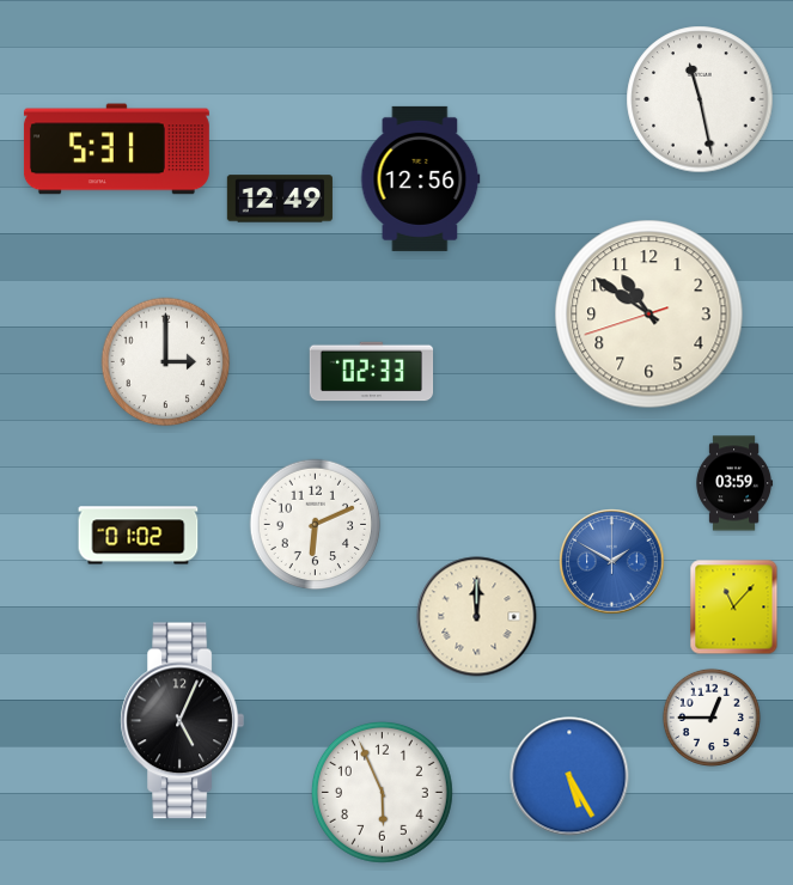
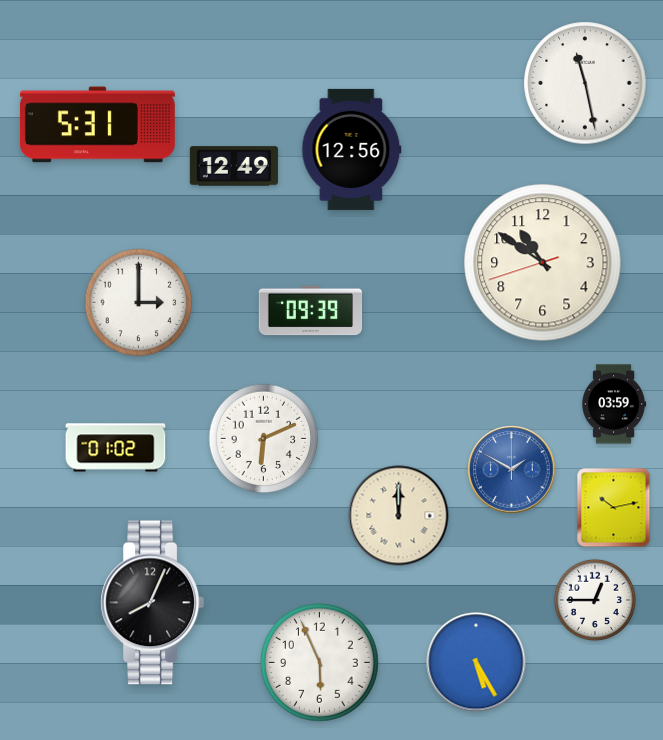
clock at (372, 372): 02:33 -> 09:39
clock at (734, 608): 11:07 -> 10:13
clock at (183, 721): 5:04 -> 8:04
clock at (569, 776) position: (569, 776) -> (476, 662)
